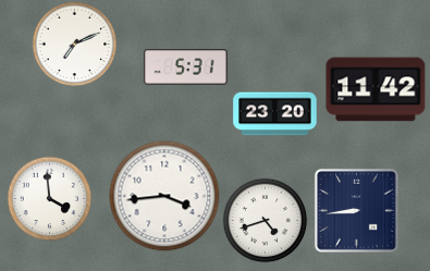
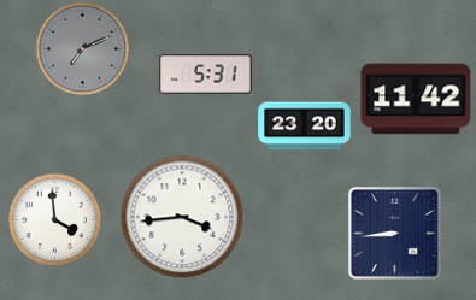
clock at (74, 44) dial: white -> grey
clock at (265, 220): 4:42 -> none
